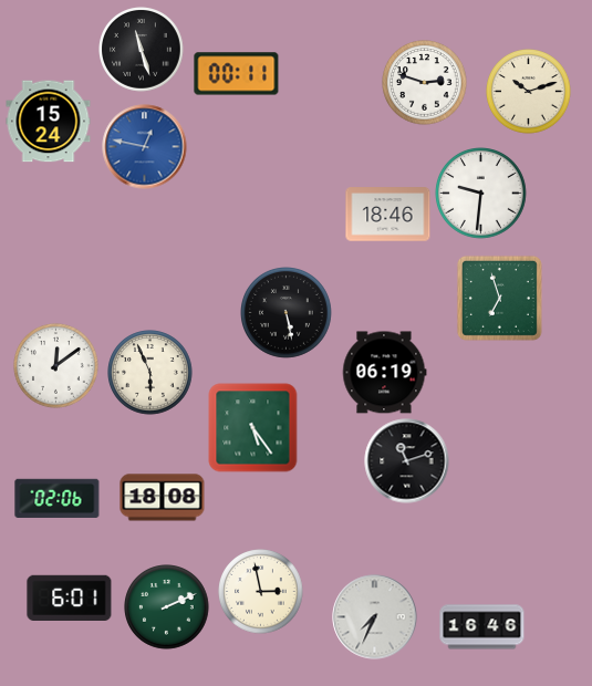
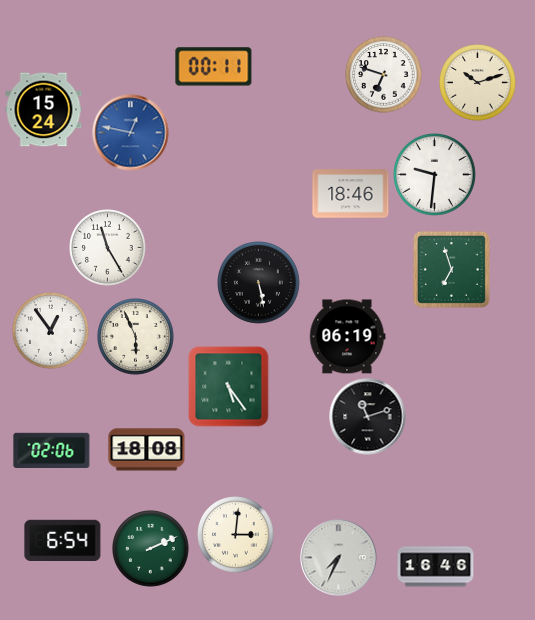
clock at (142, 50): 11:27 -> none
clock at (425, 83): 2:48 -> 6:48
clock at (108, 248): none -> 11:25
clock at (56, 366): 12:09 -> 12:54
clock at (261, 592): 2:58 -> 3:01
clock at (70, 597): 6:01 -> 6:54
